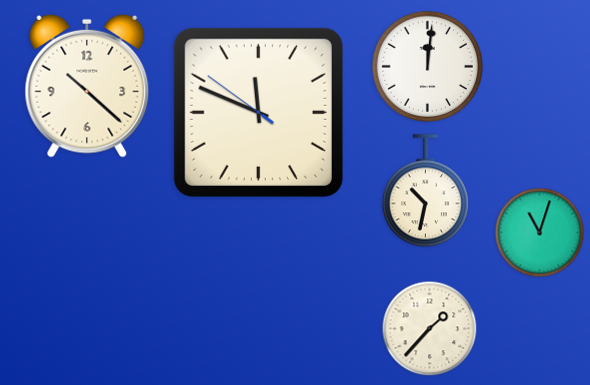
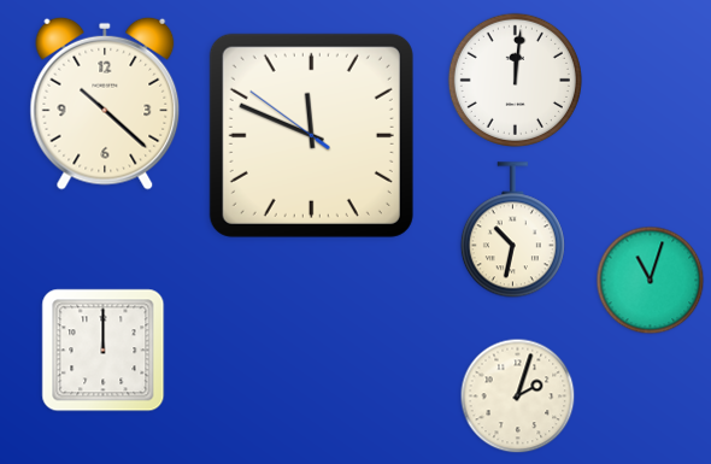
clock at (104, 351): none -> 12:00
clock at (430, 329): 1:37 -> 2:03
